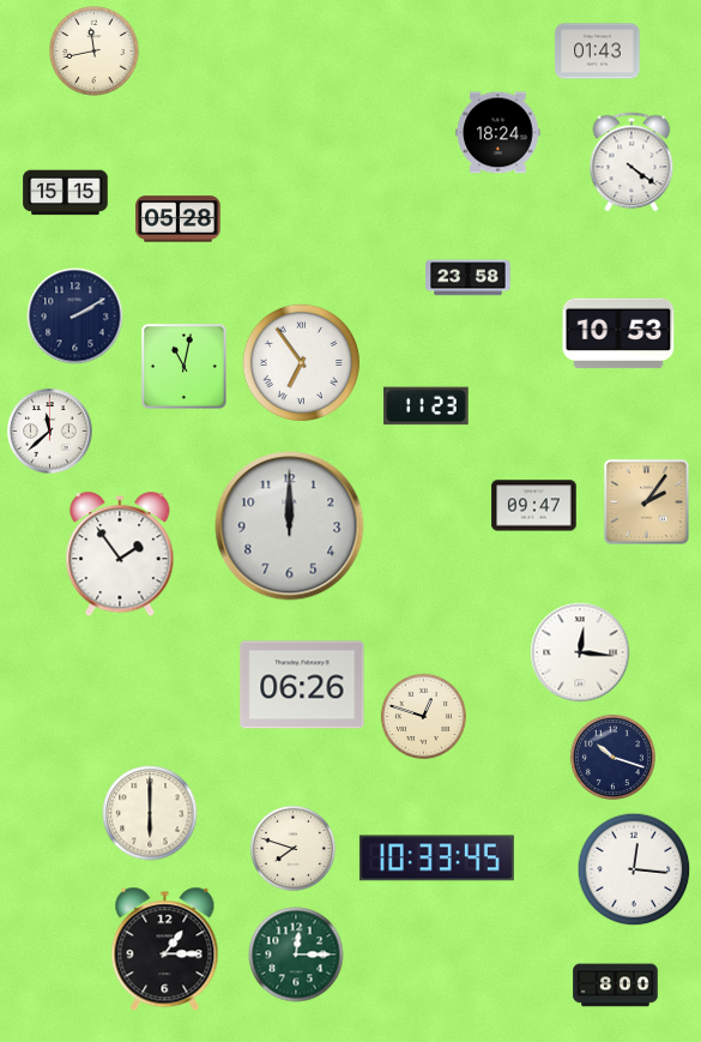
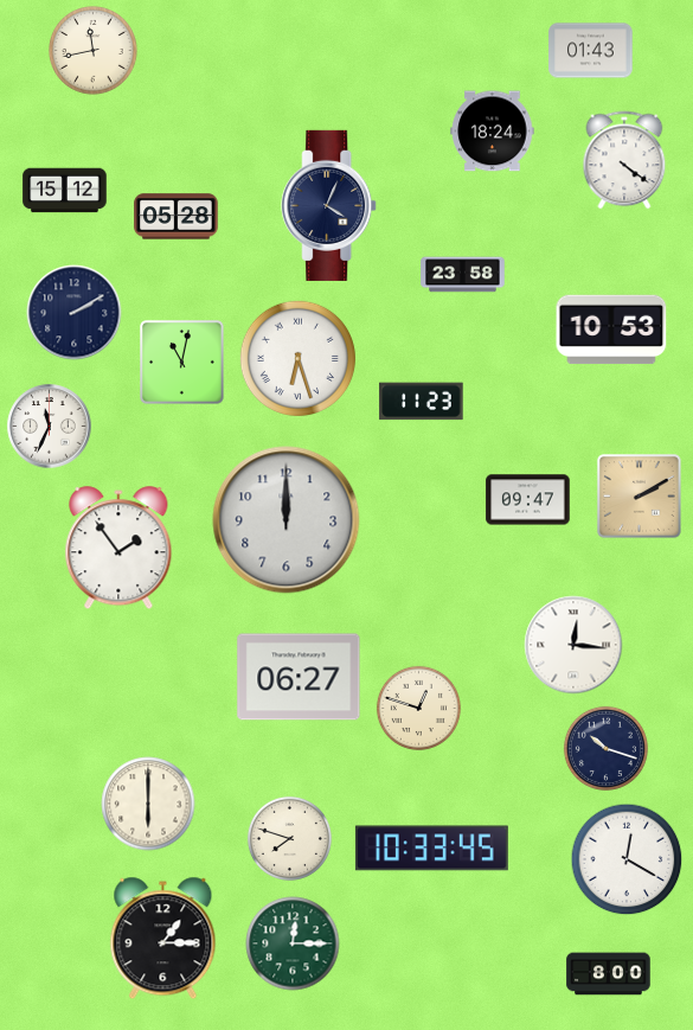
clock at (66, 193): 15:15 -> 15:12
clock at (329, 205): none -> 4:04
clock at (301, 362): 6:54 -> 6:27
clock at (50, 432): 11:38 -> 11:34
clock at (647, 502): 2:06 -> 2:10
clock at (302, 685): 06:26 -> 06:27
clock at (634, 869): 12:16 -> 12:20
